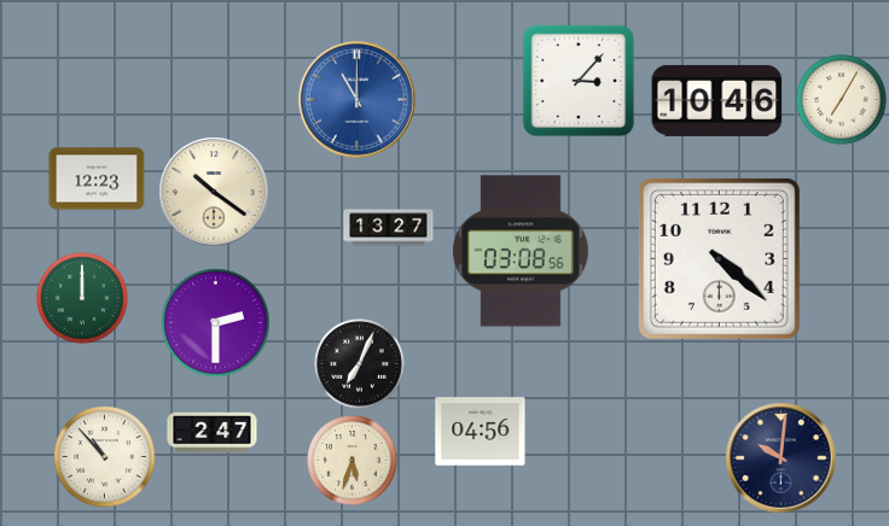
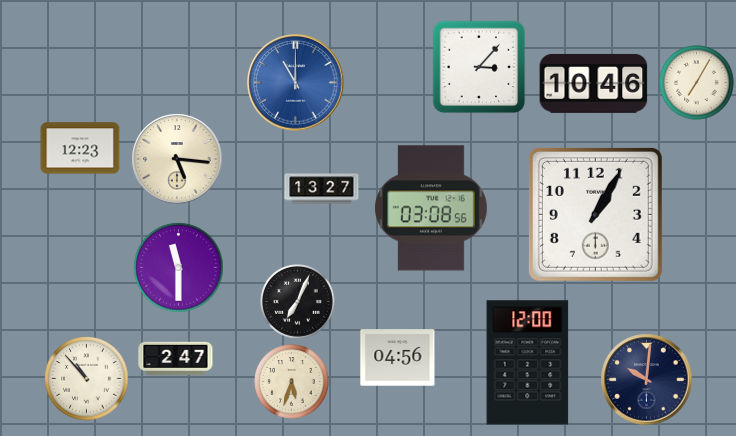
clock at (214, 192): 10:21 -> 5:16
clock at (719, 258): 4:22 -> 1:05
clock at (82, 298): 12:00 -> none
clock at (216, 323): 2:30 -> 11:30
clock at (528, 363): none -> 12:00
